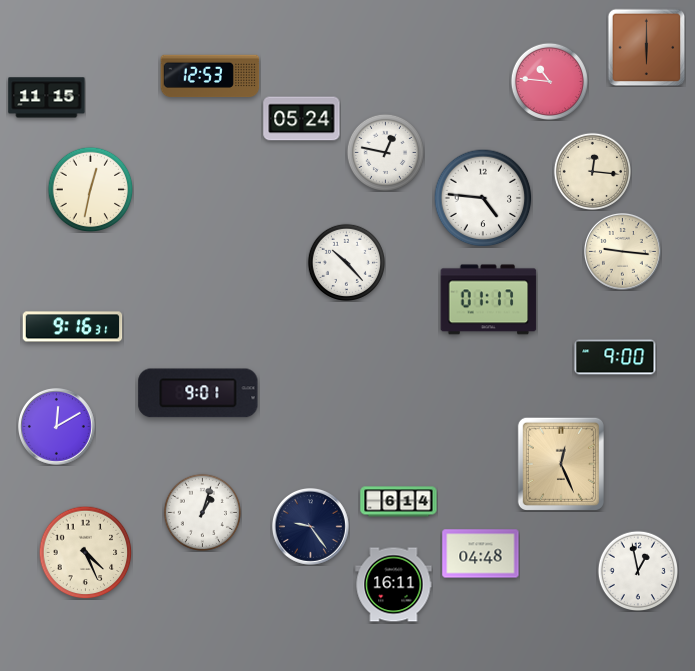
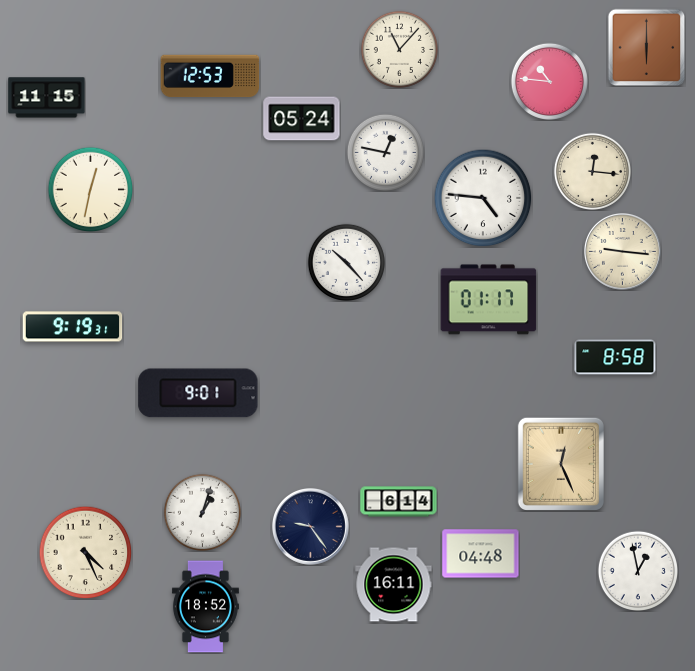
clock at (399, 49): none -> 11:07
clock at (73, 327): 9:16 -> 9:19
clock at (615, 357): 9:00 -> 8:58
clock at (57, 427): 12:10 -> none
clock at (205, 607): none -> 18:52
